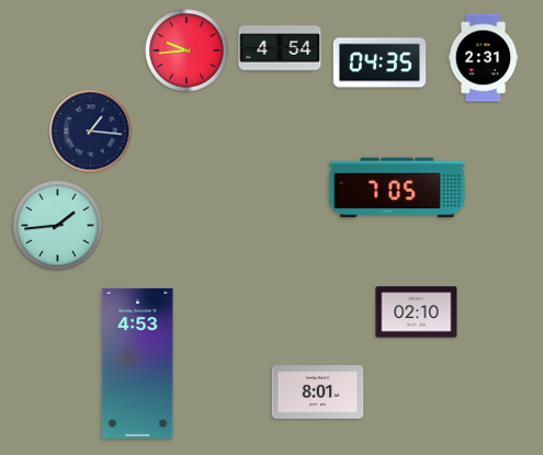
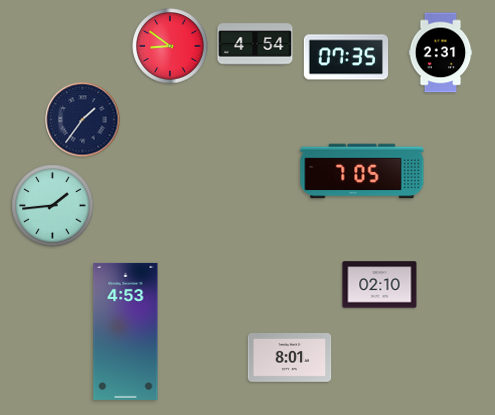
clock at (186, 50): 9:44 -> 8:51
clock at (380, 62): 04:35 -> 07:35
clock at (91, 132): 1:16 -> 1:36
